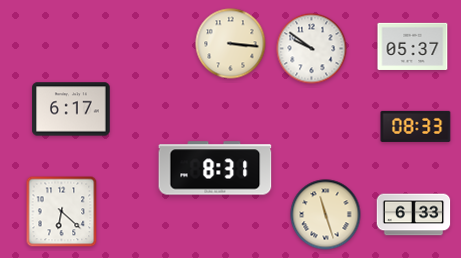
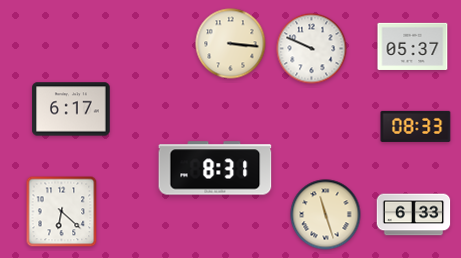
clock at (312, 49): 9:51 -> 9:49
